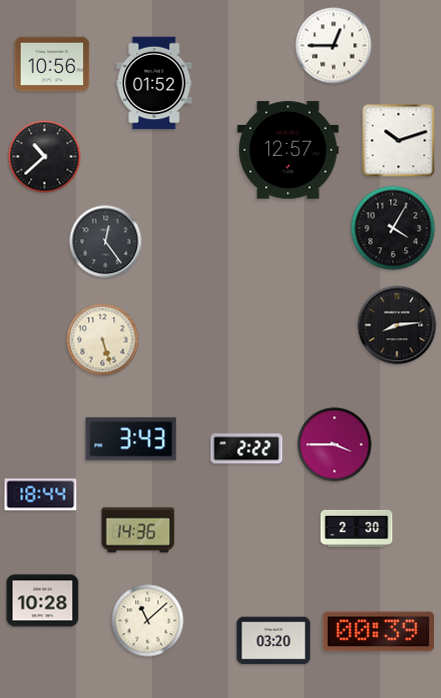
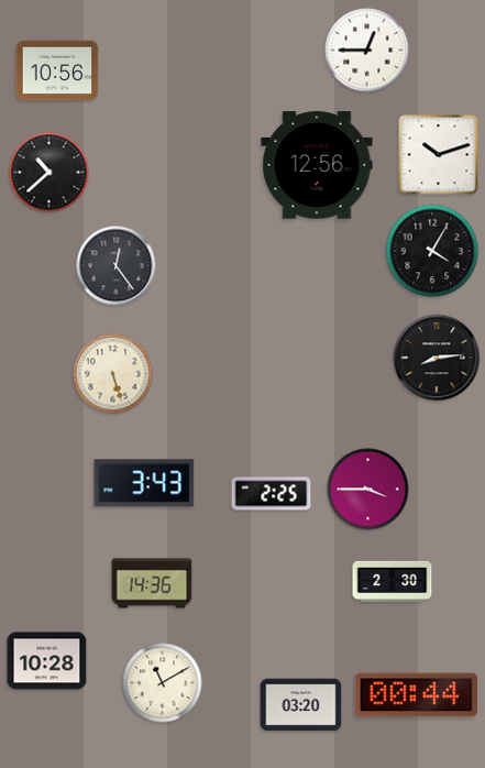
clock at (154, 83): 01:52 -> none
clock at (288, 150): 12:57 -> 12:56
clock at (247, 449): 2:22 -> 2:25
clock at (41, 495): 18:44 -> none
clock at (148, 621): 11:08 -> 11:10
clock at (378, 632): 00:39 -> 00:44
